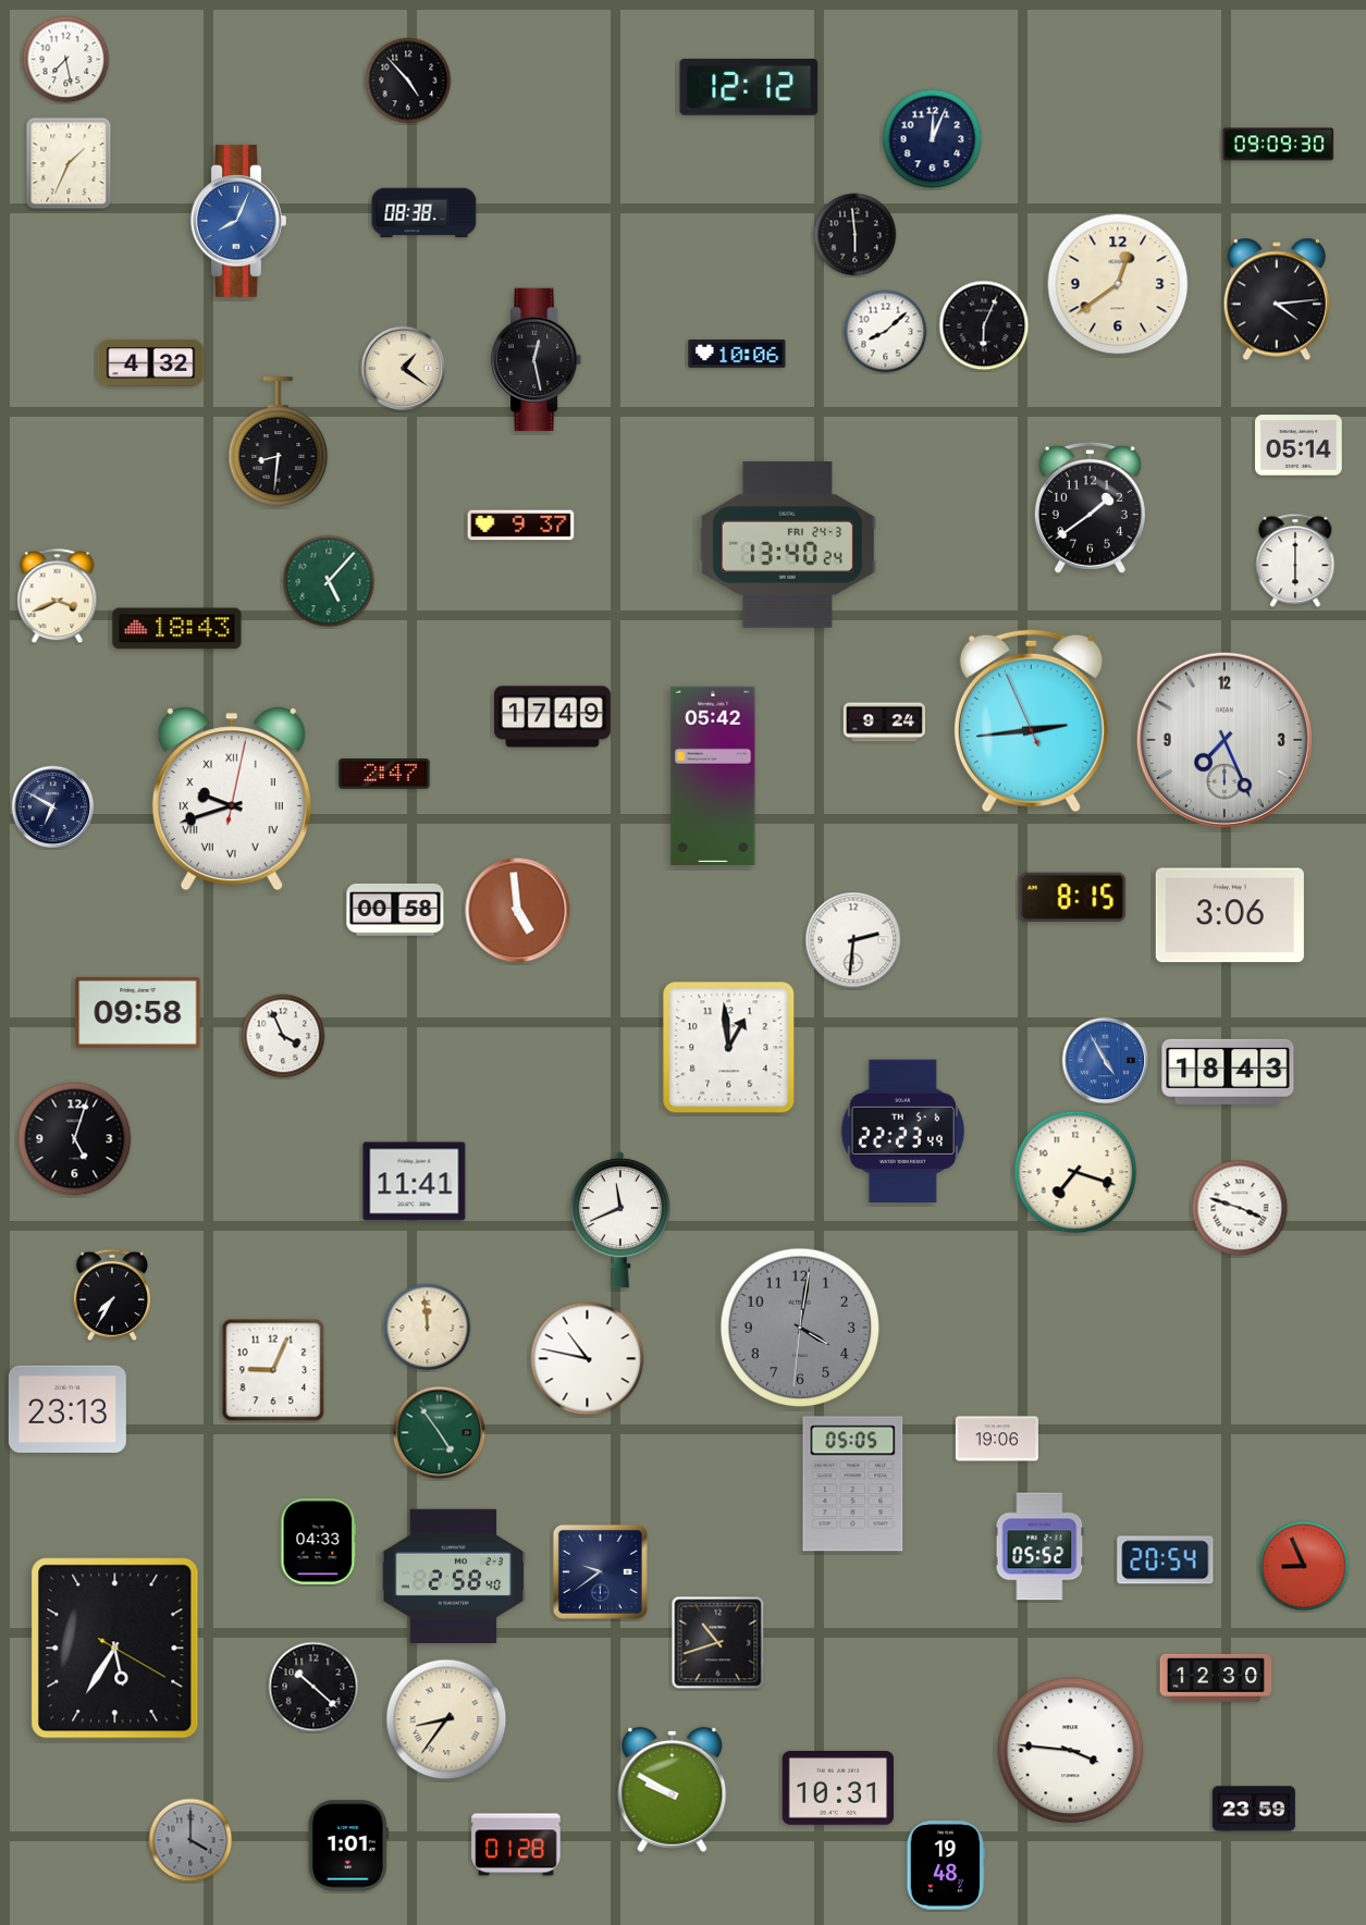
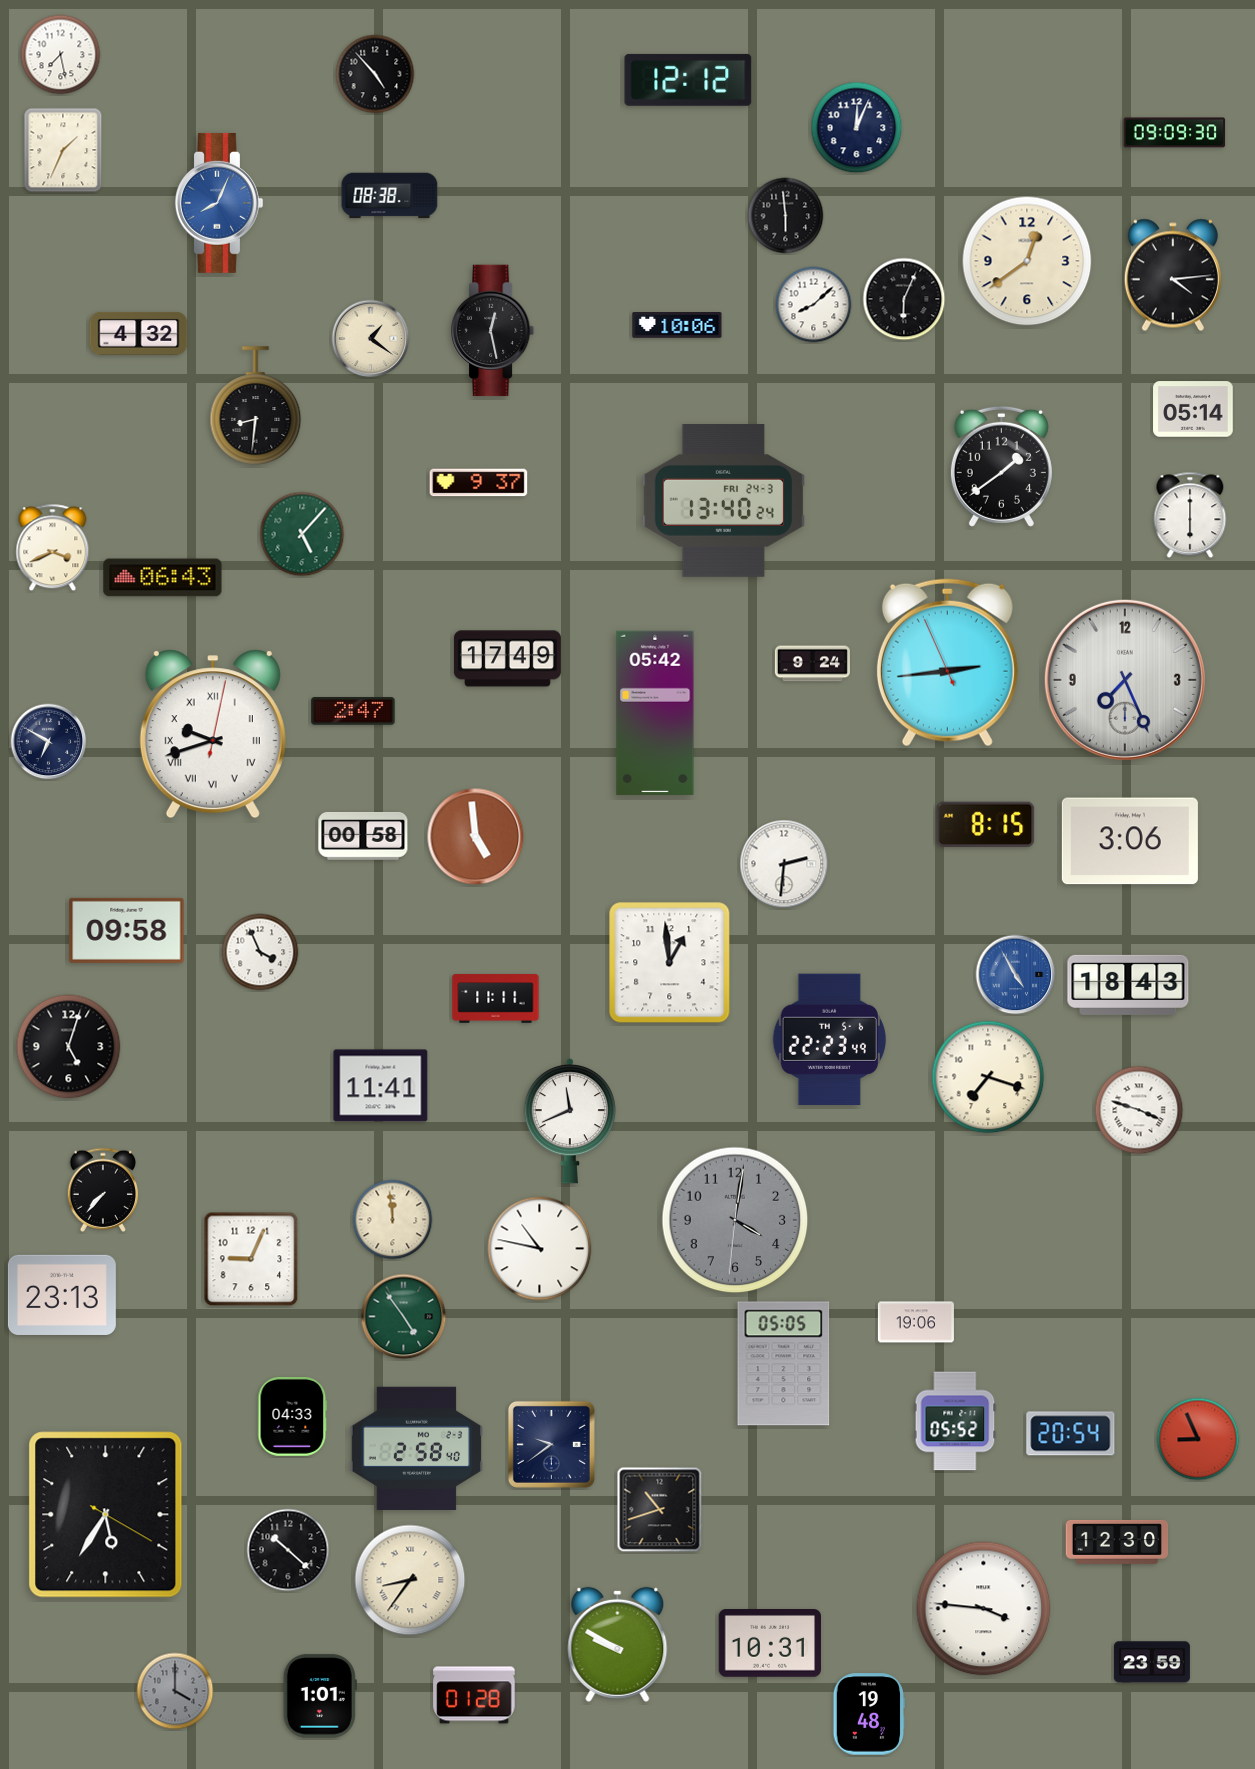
clock at (177, 629): 18:43 -> 06:43
clock at (496, 999): none -> 11:11
clock at (112, 1295): 7:35 -> 7:37
